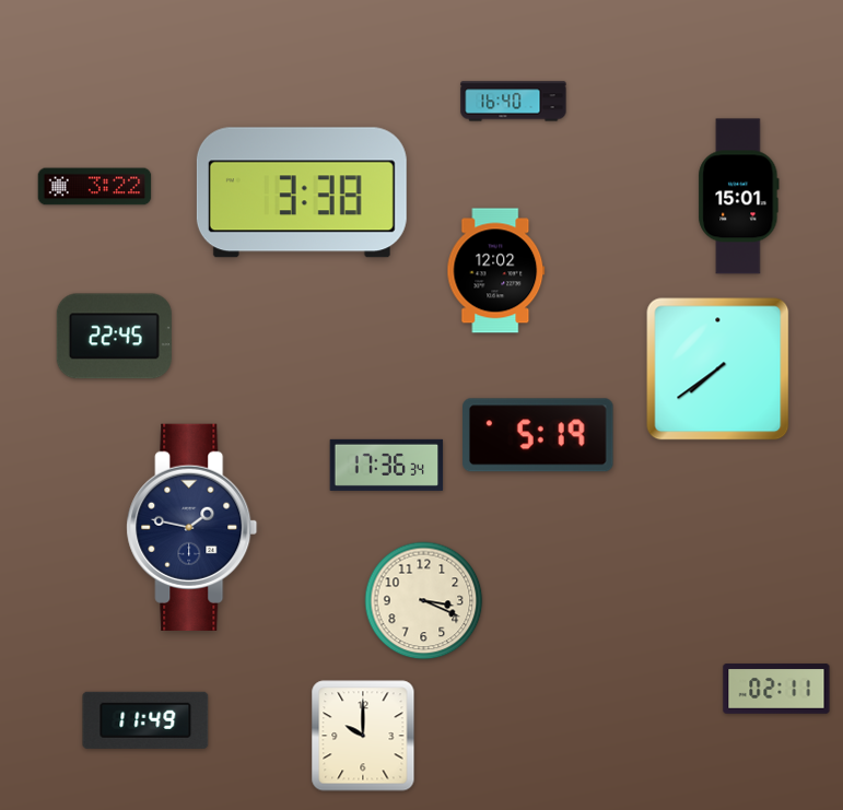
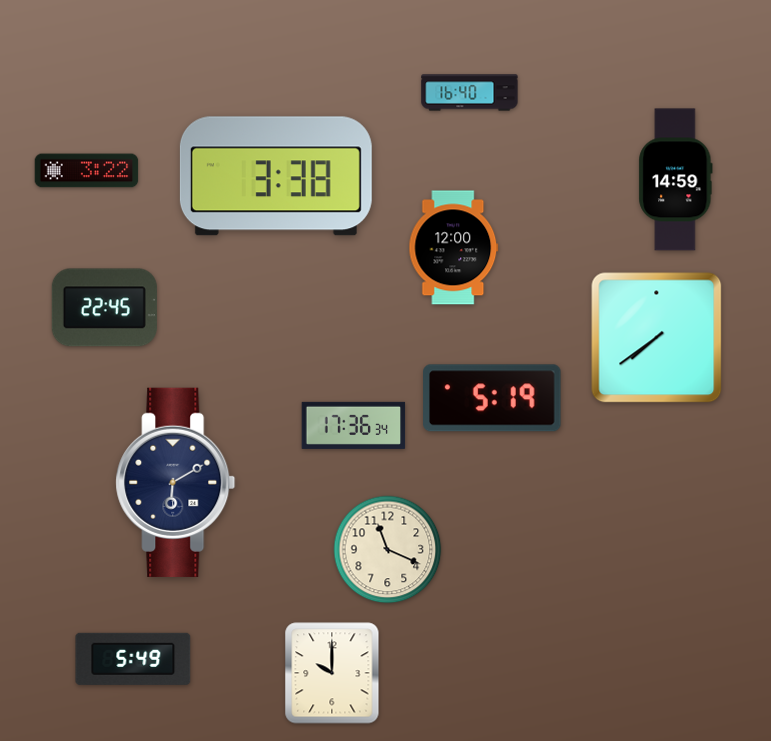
clock at (739, 197): 15:01 -> 14:59
clock at (496, 271): 12:02 -> 12:00
clock at (192, 527): 1:47 -> 6:10
clock at (424, 601): 3:19 -> 11:19
clock at (776, 689): 02:11 -> none
clock at (145, 720): 11:49 -> 5:49
